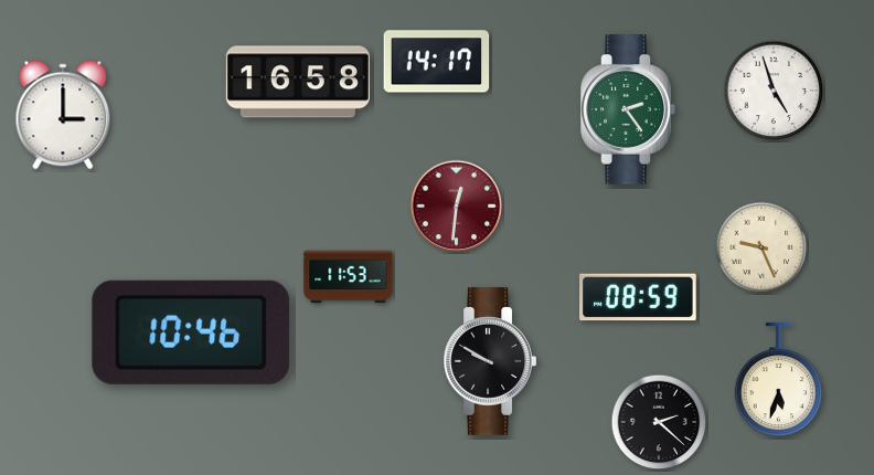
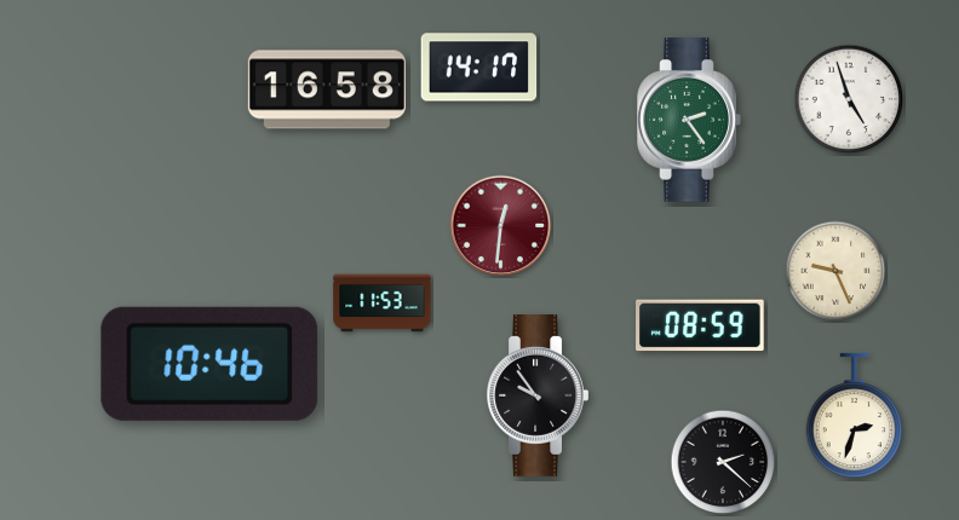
clock at (63, 115): 3:00 -> none
clock at (490, 362): 9:50 -> 9:54
clock at (778, 380): 5:33 -> 2:33
